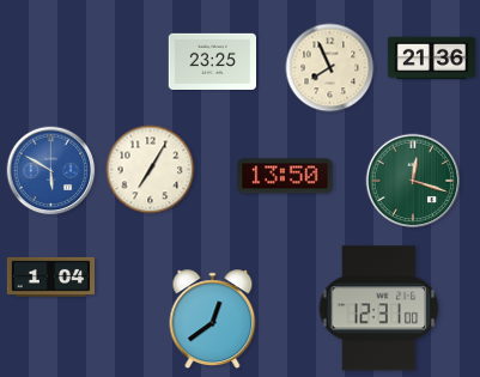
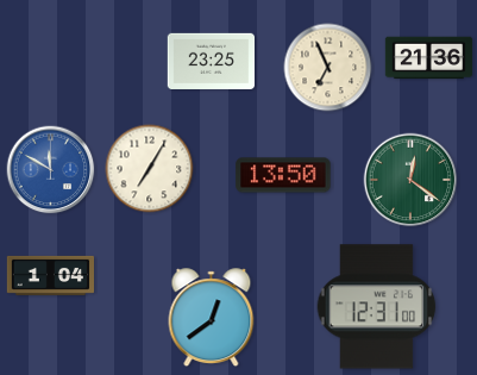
clock at (330, 68): 7:56 -> 6:56
clock at (51, 171): 5:50 -> 11:50
clock at (413, 181): 12:18 -> 12:21
